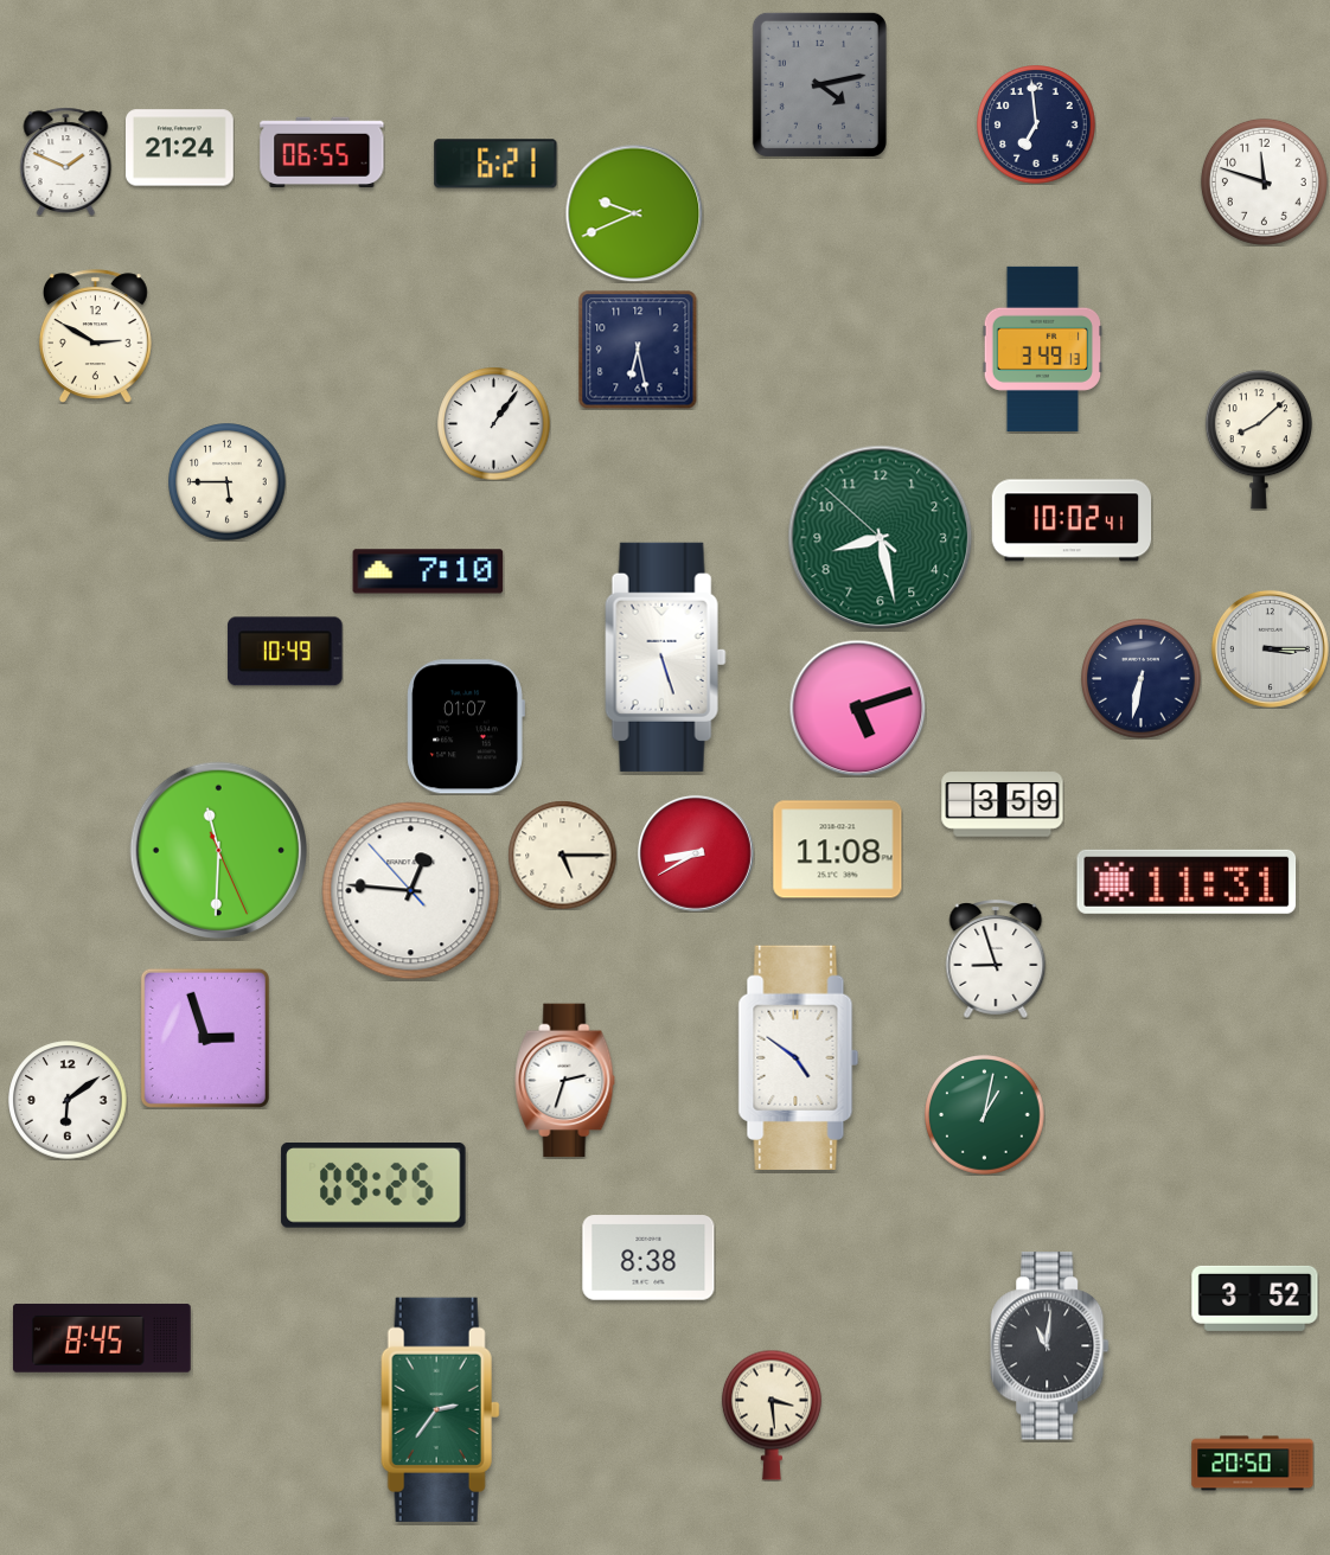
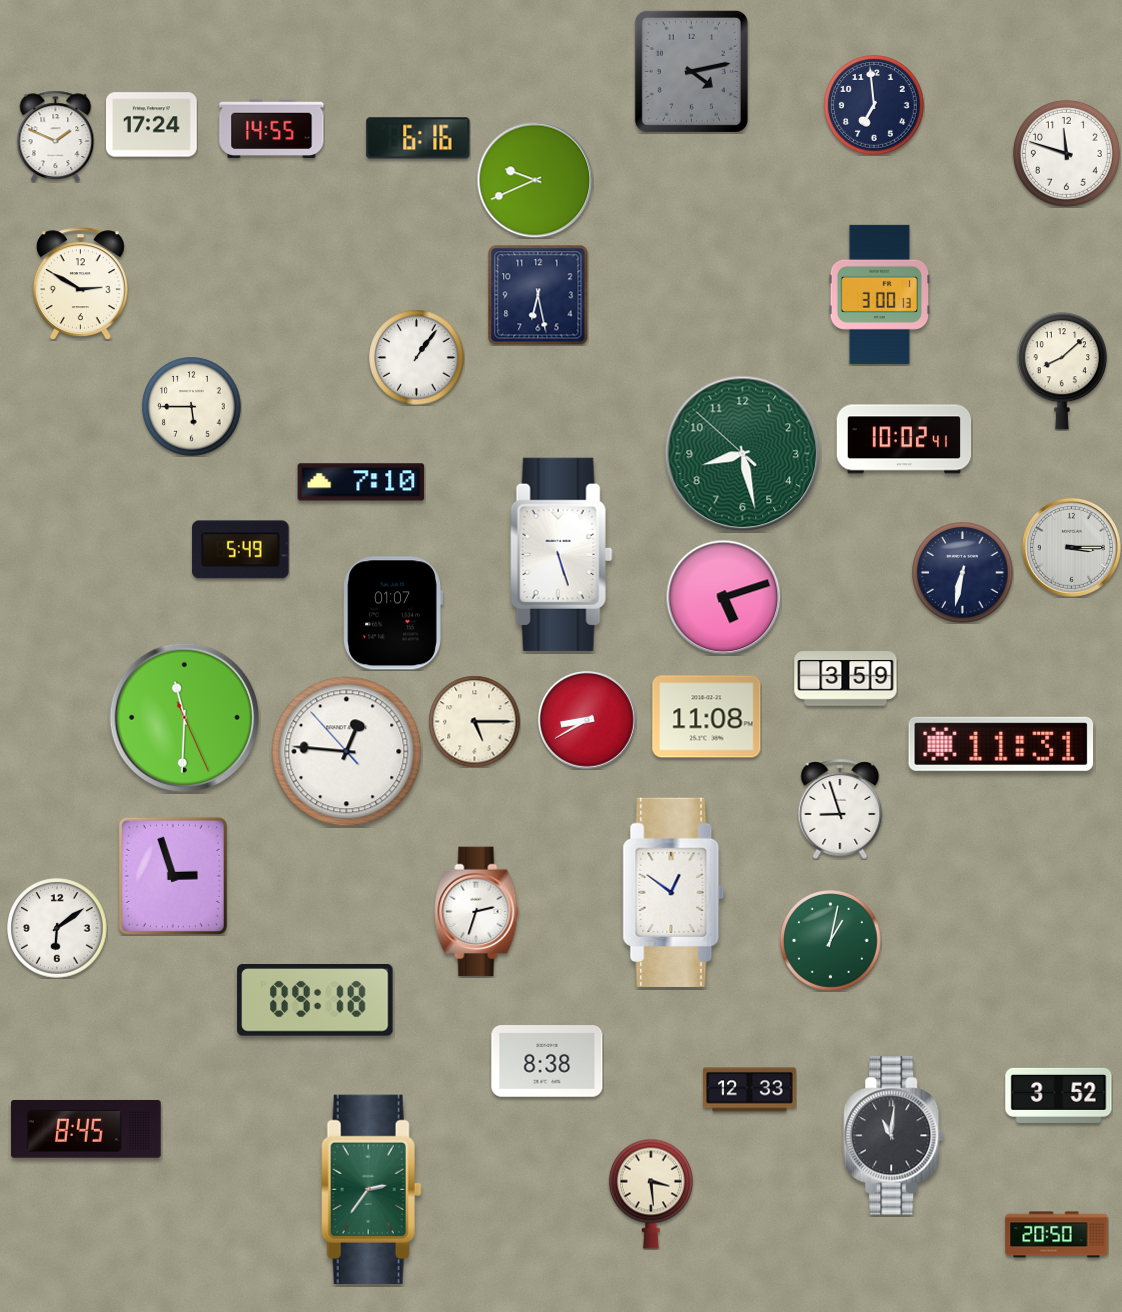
clock at (180, 148): 21:24 -> 17:24
clock at (322, 153): 06:55 -> 14:55
clock at (495, 164): 6:21 -> 6:16
clock at (1042, 348): 3:49 -> 3:00
clock at (286, 652): 10:49 -> 5:49
clock at (799, 1057): 4:51 -> 12:51
clock at (373, 1186): 09:25 -> 09:18
clock at (750, 1090): none -> 12:33
clock at (1050, 1346) position: (1050, 1346) -> (894, 1136)
